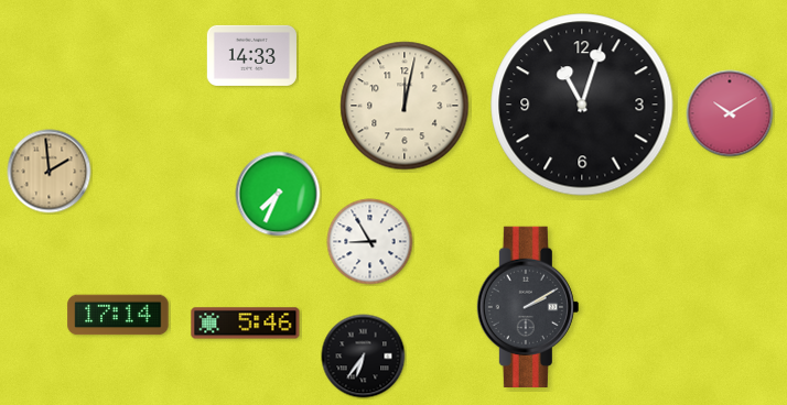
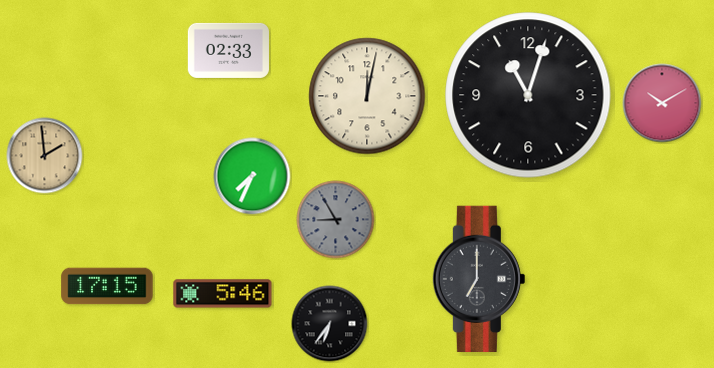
clock at (251, 55): 14:33 -> 02:33
clock at (370, 242) dial: white -> grey
clock at (528, 306): 2:10 -> 7:00
clock at (118, 315): 17:14 -> 17:15
